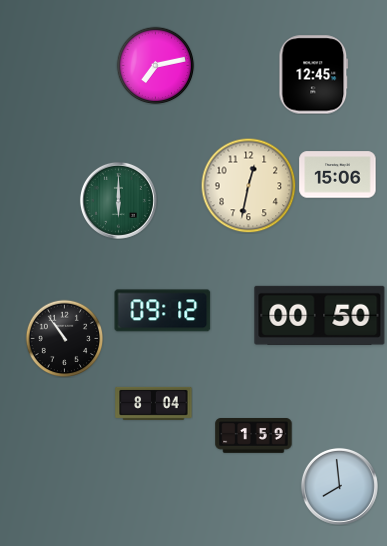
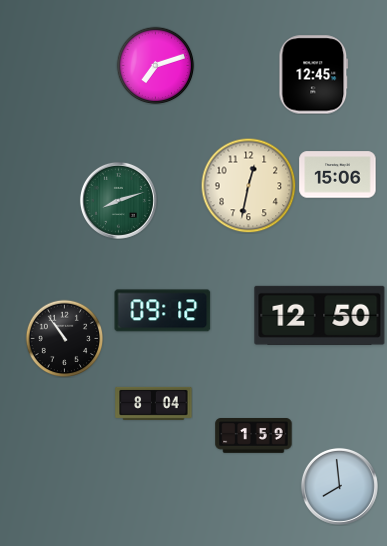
clock at (155, 65): 7:13 -> 7:12
clock at (118, 200): 6:00 -> 8:12
clock at (320, 315): 00:50 -> 12:50
